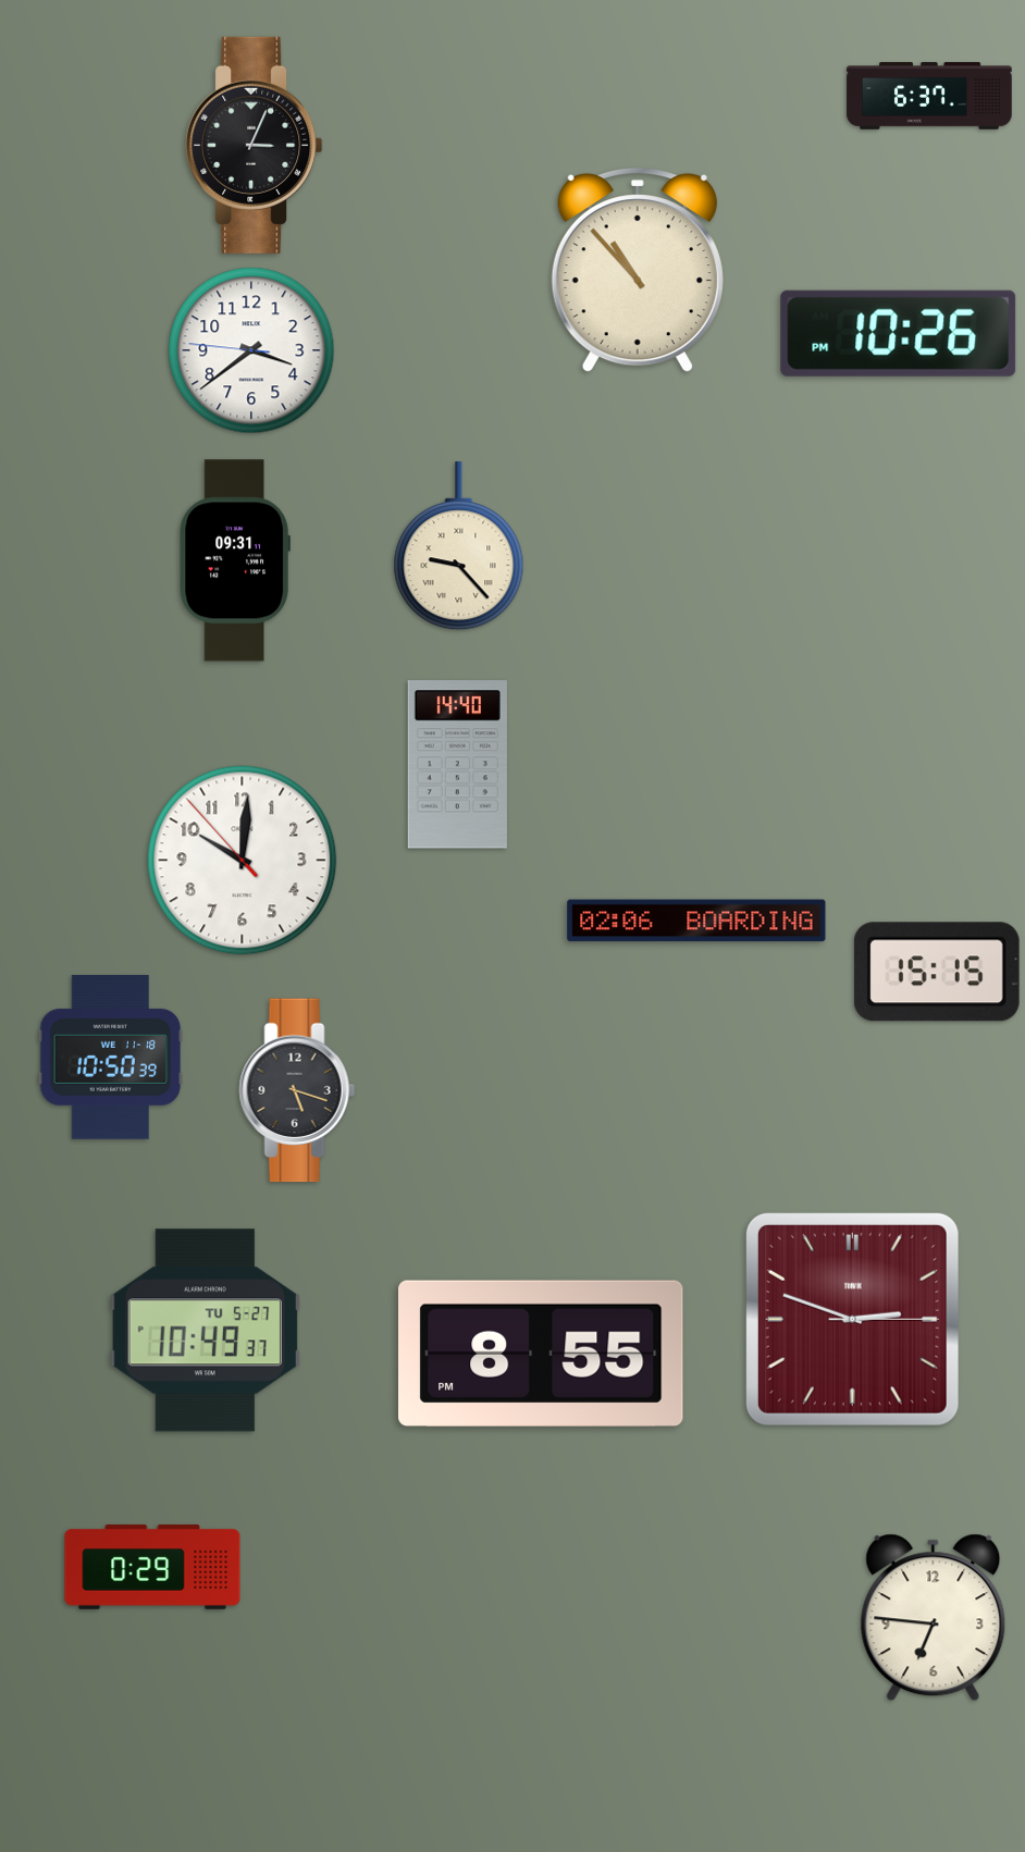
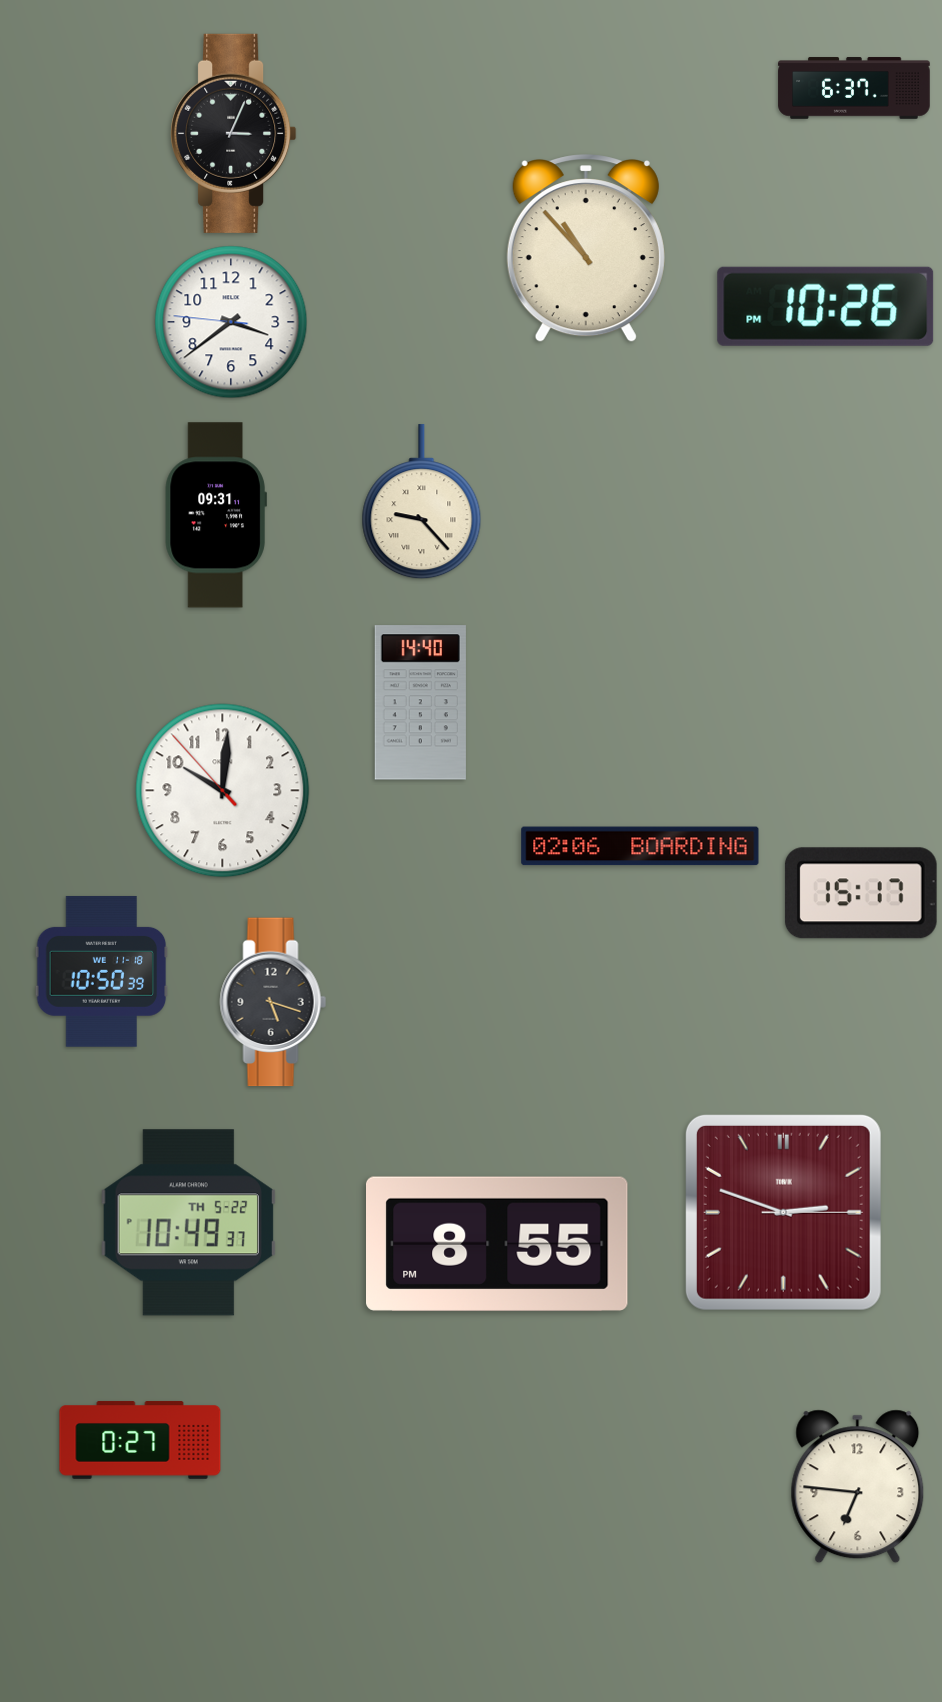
clock at (937, 972): 15:15 -> 15:17
clock at (205, 1331) date: TU 5-27 -> TH 5-22
clock at (152, 1567): 0:29 -> 0:27
